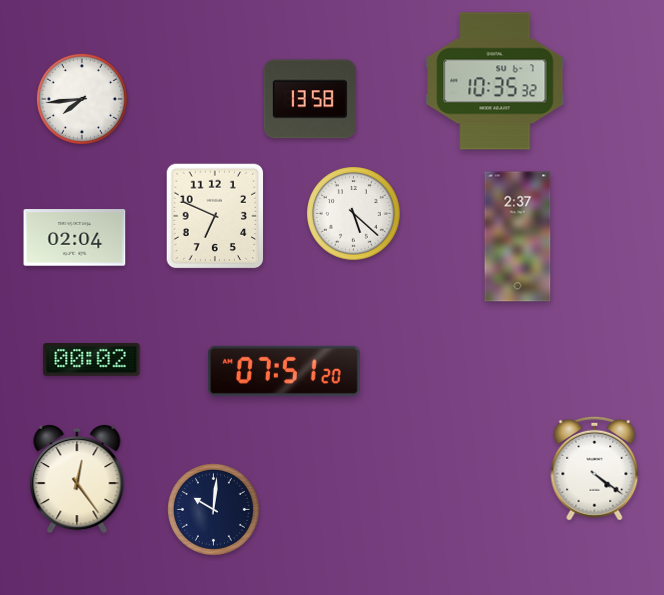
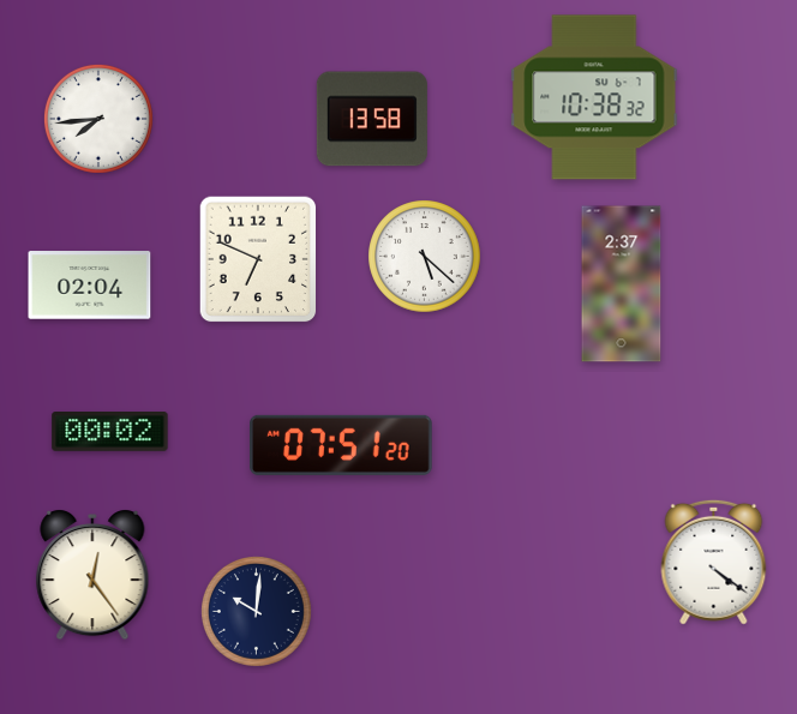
clock at (495, 81): 10:35 -> 10:38
